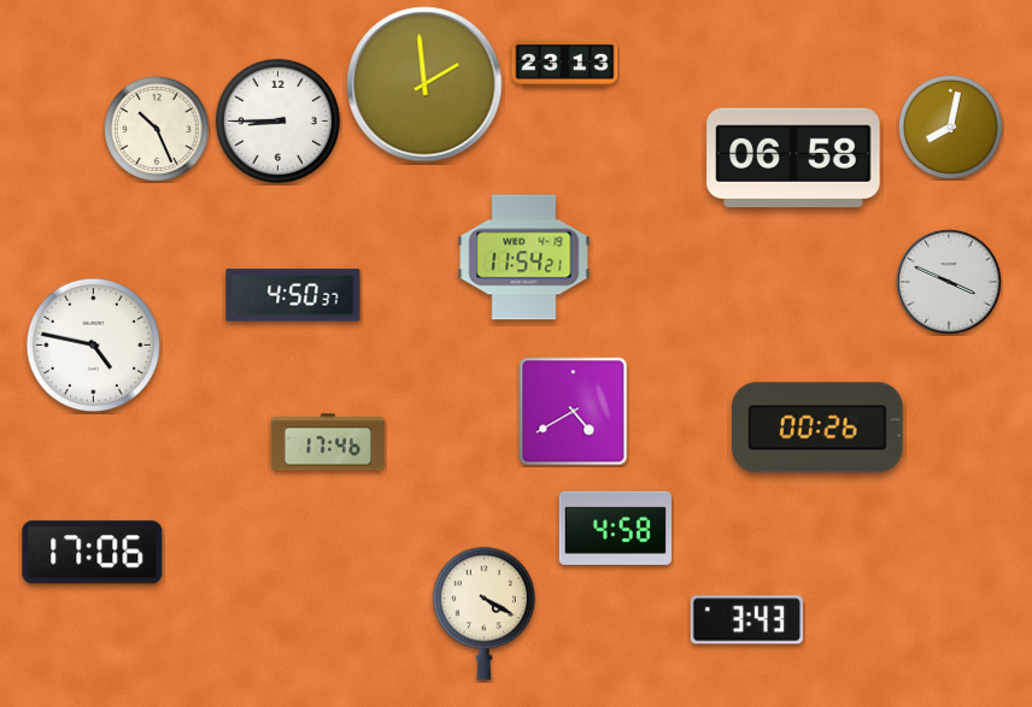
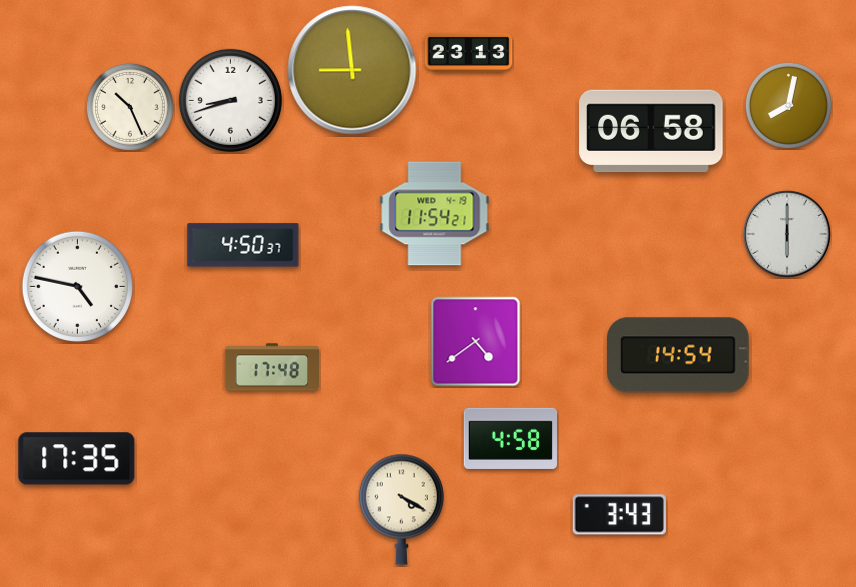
clock at (424, 84): 1:59 -> 8:59
clock at (277, 120): 8:45 -> 8:42
clock at (793, 158) position: (793, 158) -> (651, 131)
clock at (949, 282): 3:49 -> 6:00
clock at (574, 412): 4:40 -> 4:39
clock at (819, 428): 00:26 -> 14:54
clock at (327, 442): 17:46 -> 17:48
clock at (93, 553): 17:06 -> 17:35
